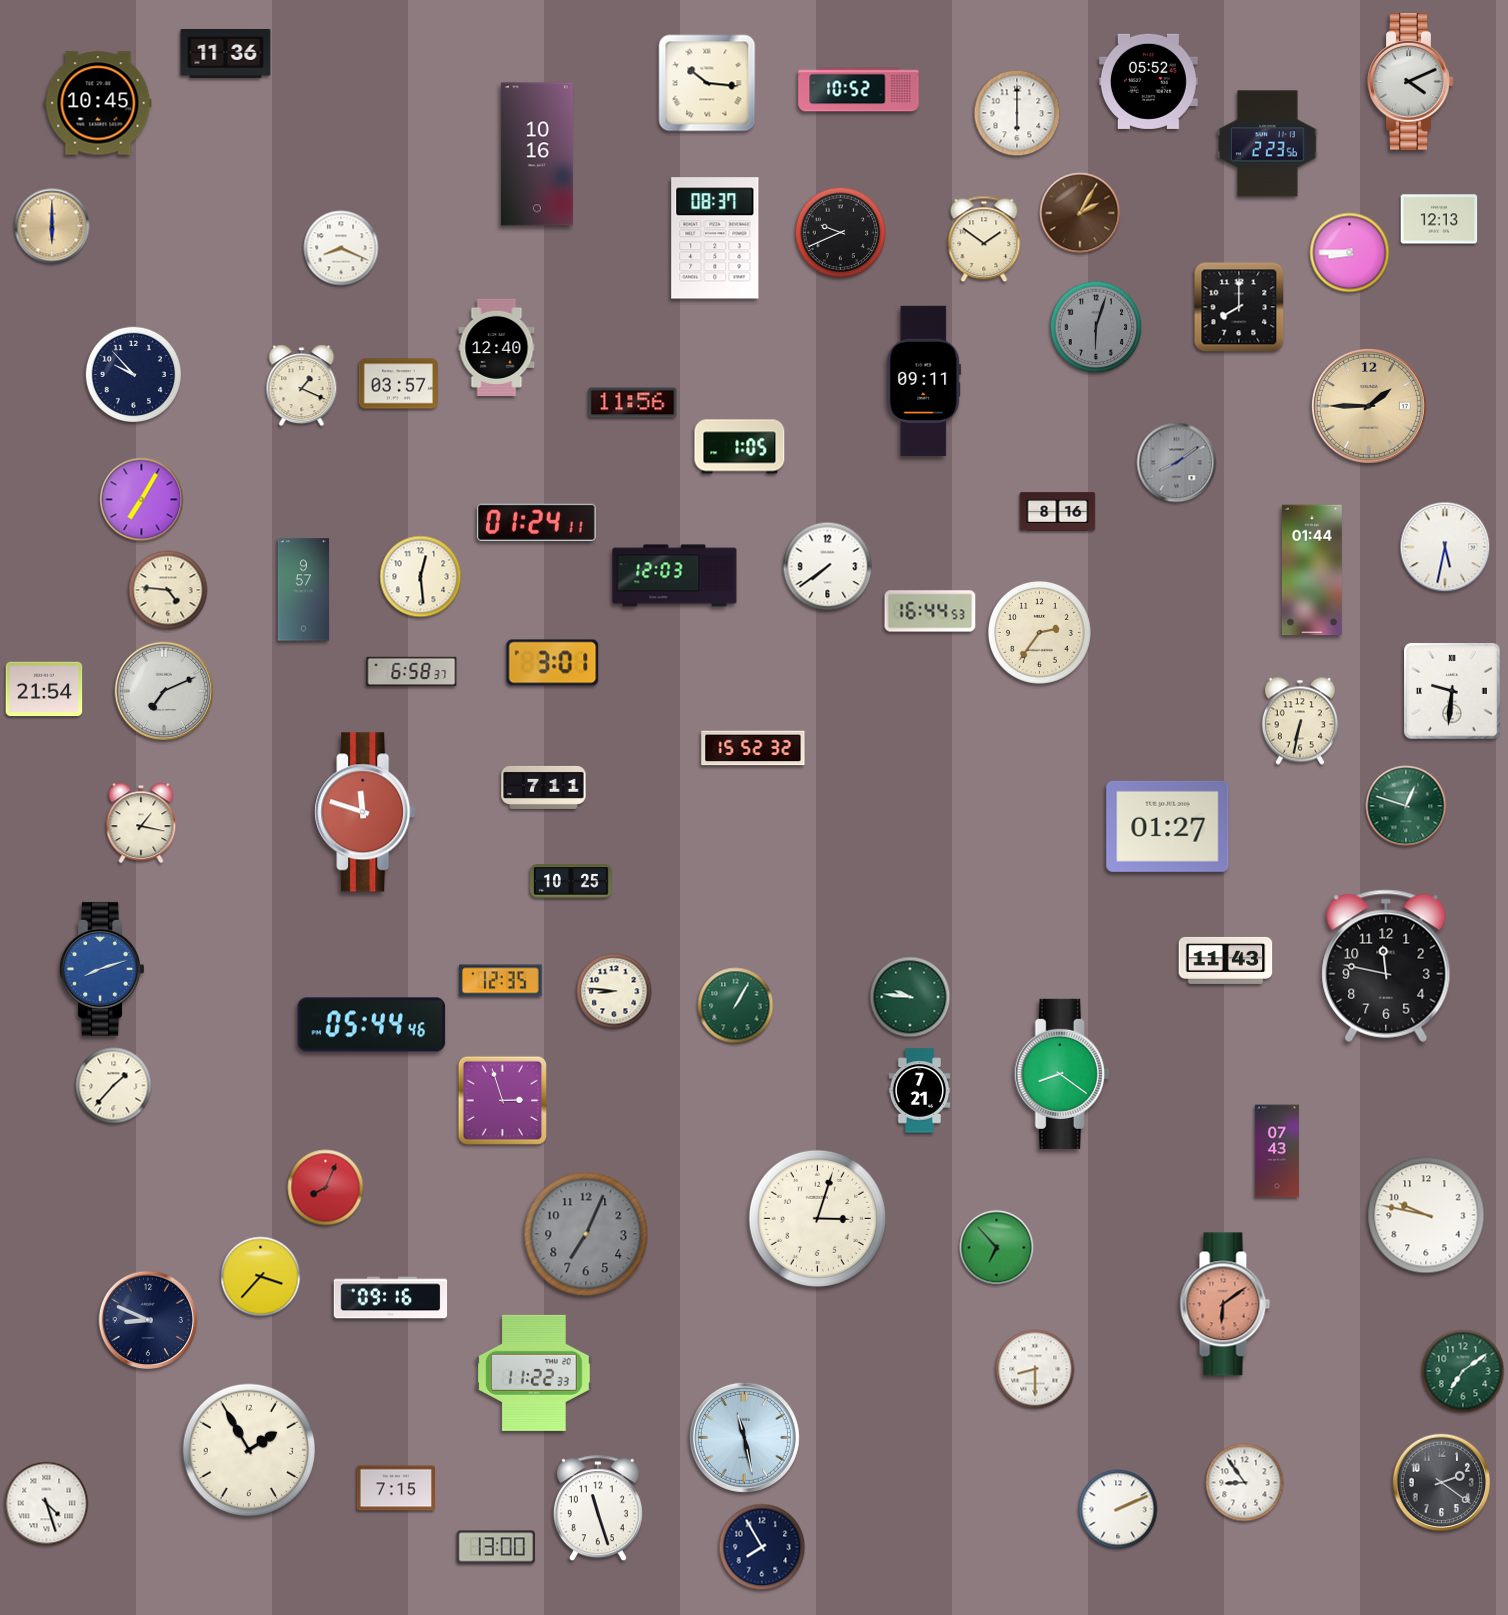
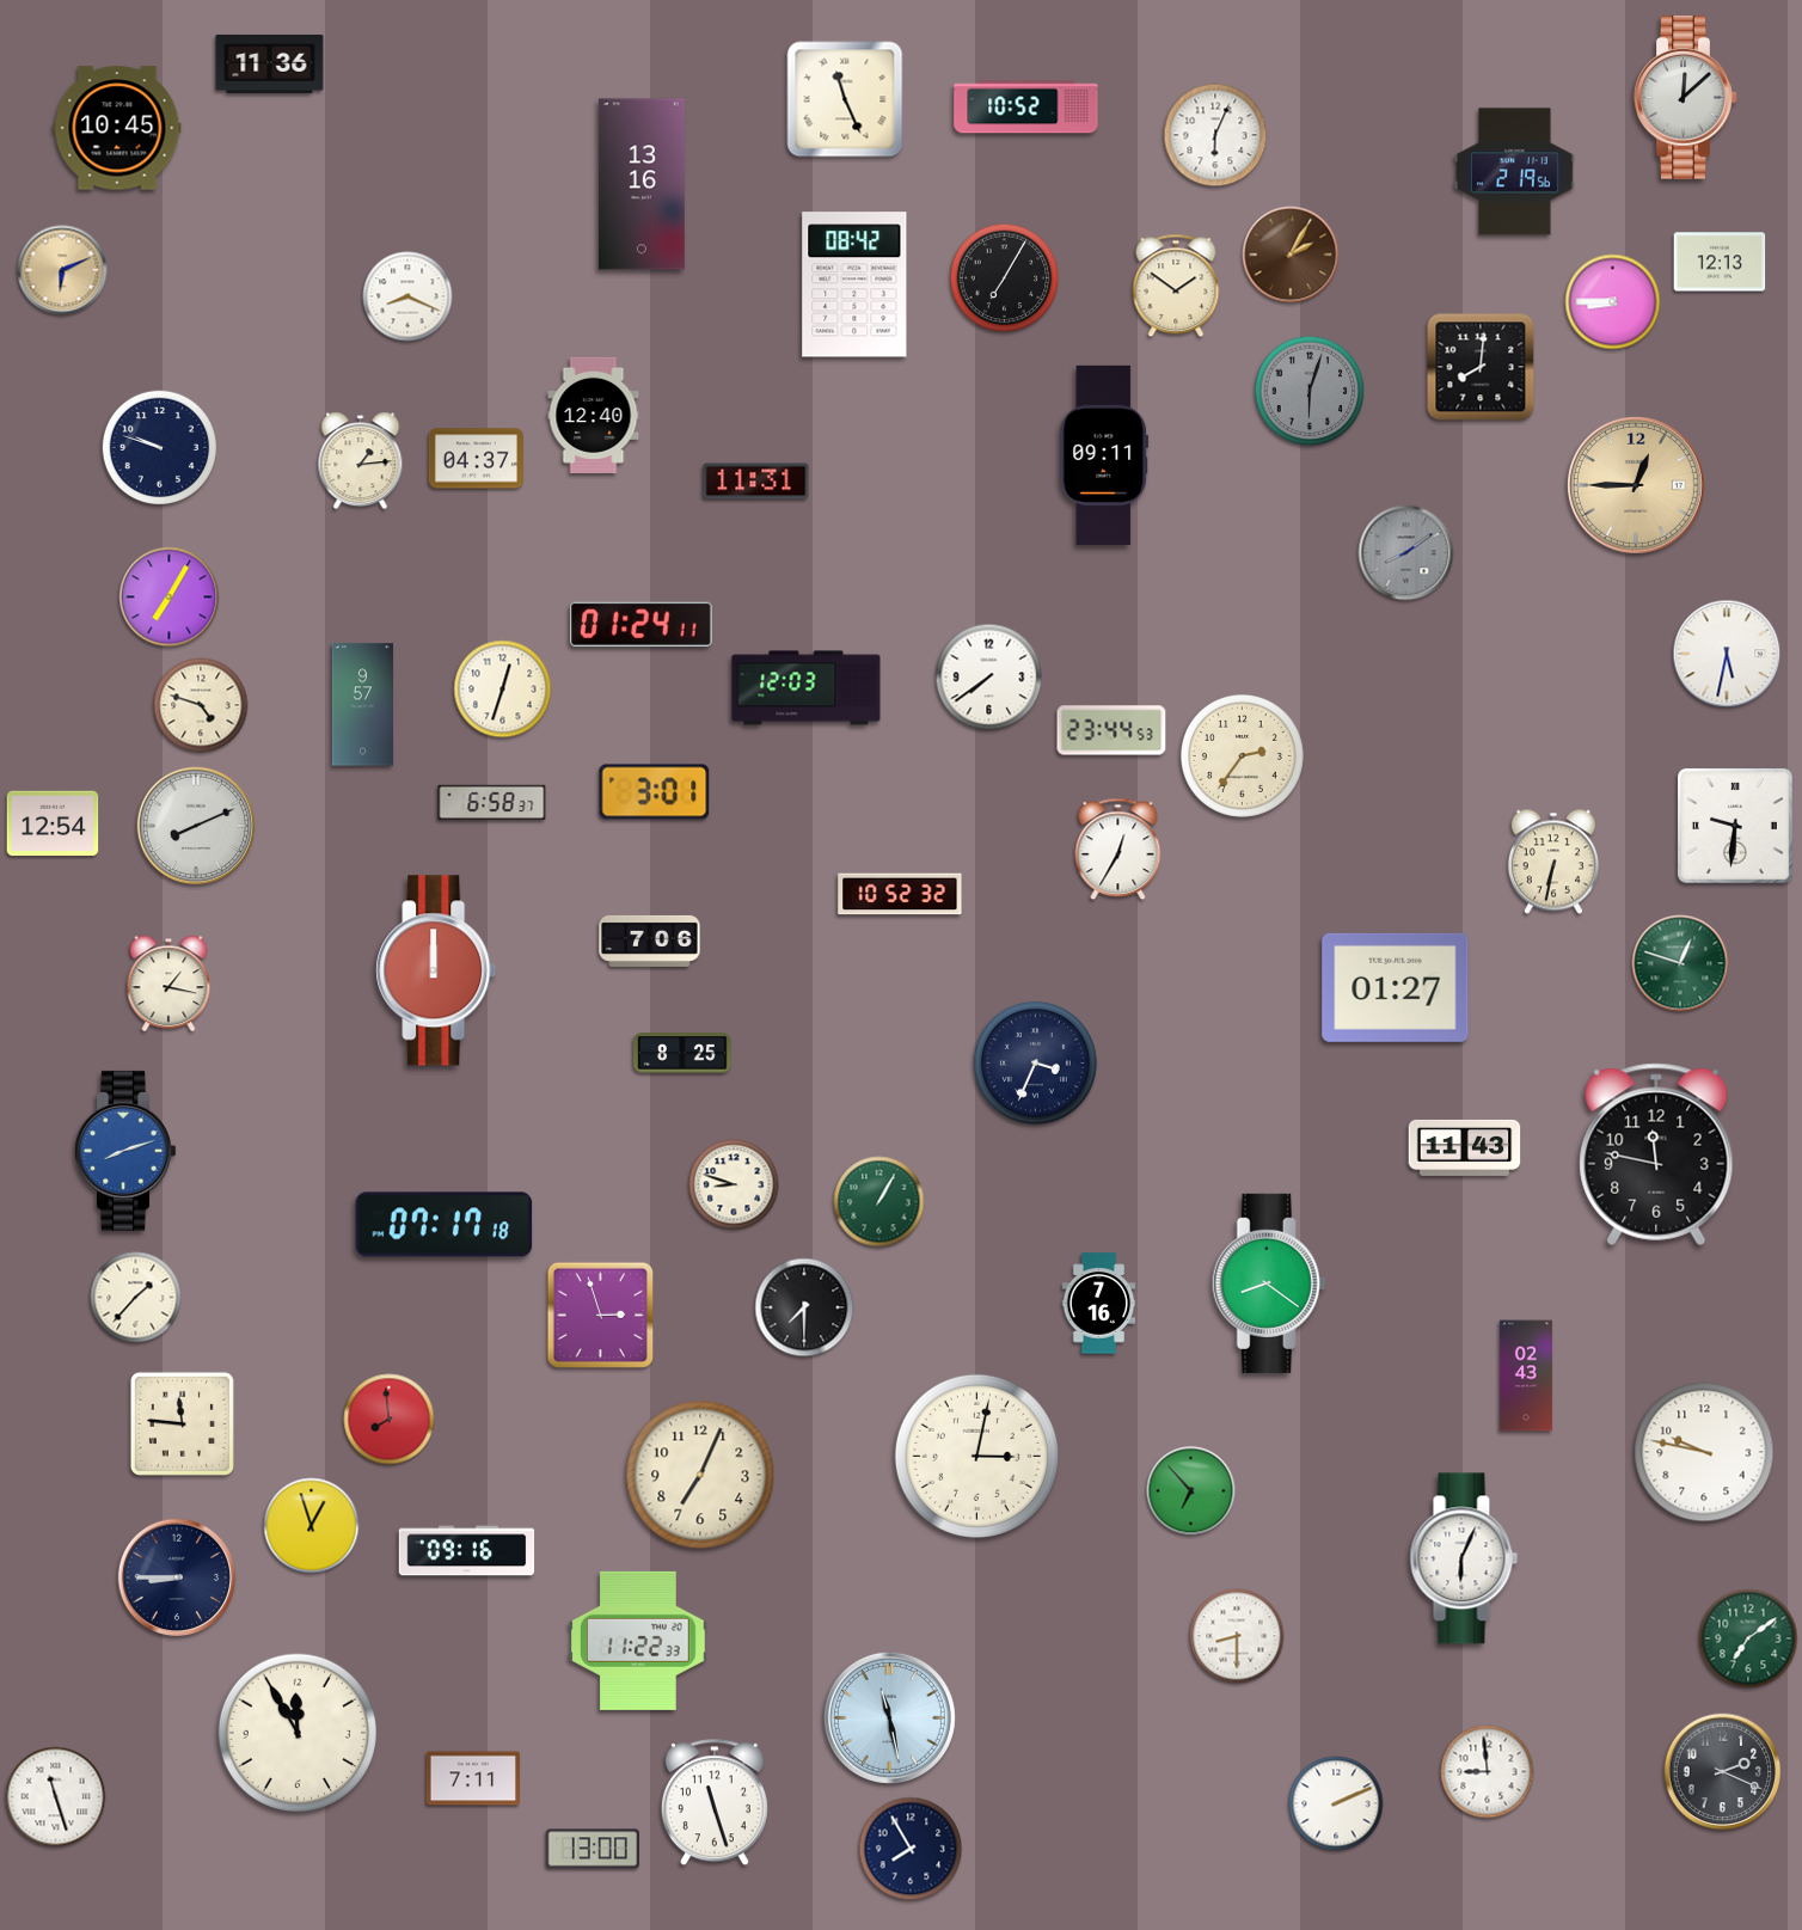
clock at (1148, 81): 05:52 -> none
clock at (1411, 82): 4:11 -> 12:08
clock at (707, 83): 10:16 -> 11:26
clock at (98, 103) position: (98, 103) -> (117, 128)
clock at (1017, 113): 6:00 -> 6:04
clock at (1268, 144): 2:23 -> 2:19
clock at (537, 154): 10:16 -> 13:16
clock at (52, 226): 6:00 -> 6:11
clock at (841, 233): 9:41 -> 7:05
clock at (715, 238): 08:37 -> 08:42
clock at (1239, 307): 8:00 -> 8:01
clock at (133, 374): 9:53 -> 9:48
clock at (398, 384): 03:57 -> 04:37
clock at (302, 386): 1:19 -> 1:14
clock at (633, 403): 11:56 -> 11:31
clock at (1369, 406): 1:45 -> 12:45
clock at (740, 447): 1:05 -> none
clock at (1058, 512): 8:16 -> none
clock at (1312, 570): 01:44 -> none
clock at (421, 577): 12:29 -> 12:33
clock at (168, 590): 4:46 -> 4:48
clock at (930, 611): 16:44 -> 23:44
clock at (553, 663) position: (553, 663) -> (655, 792)
clock at (44, 689): 21:54 -> 12:54
clock at (164, 691): 7:11 -> 8:11
clock at (1118, 850): none -> 12:35
clock at (753, 748): 15:52 -> 10:52
clock at (544, 787): 7:11 -> 7:06
clock at (365, 812): 11:48 -> 12:00
clock at (572, 881): 10:25 -> 8:25
clock at (1035, 1062): none -> 3:34
clock at (102, 969) position: (102, 969) -> (125, 1151)
clock at (501, 981): 12:35 -> none
clock at (614, 991): 8:46 -> 8:48
clock at (910, 997): 9:46 -> none
clock at (372, 1025): 05:44 -> 07:17
clock at (920, 1091): 7:21 -> 7:16
clock at (804, 1307): none -> 7:30
clock at (1277, 1151): 07:43 -> 02:43
clock at (326, 1188): 8:04 -> 7:59
clock at (182, 1423): none -> 11:46
clock at (817, 1218): 3:03 -> 3:02
clock at (586, 1234) dial: grey -> cream
clock at (261, 1277): 3:37 -> 12:57
clock at (1225, 1304): 6:09 -> 6:04
clock at (1225, 1304) dial: salmon -> white
clock at (148, 1320): 8:49 -> 8:45
clock at (249, 1450): 1:55 -> 11:55
clock at (1245, 1483): 8:54 -> 8:59
clock at (1442, 1483): 2:21 -> 2:19
clock at (396, 1488): 7:15 -> 7:11
clock at (47, 1504): 4:27 -> 11:27
